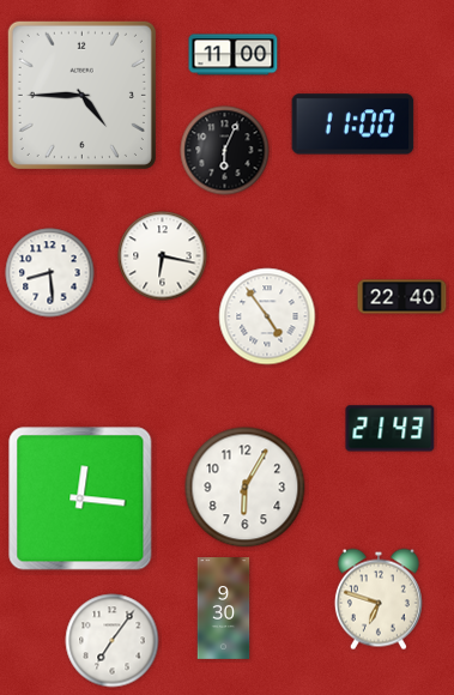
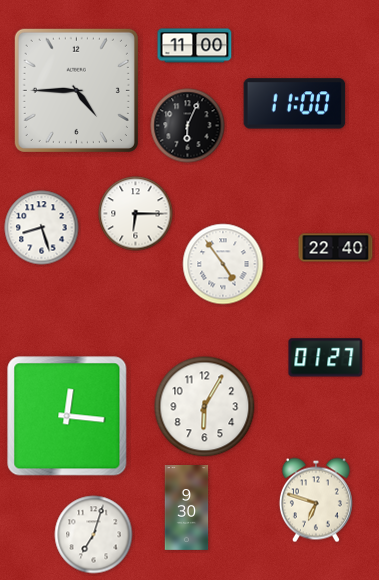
clock at (81, 95) position: (81, 95) -> (76, 90)
clock at (163, 256): 6:17 -> 6:15
clock at (50, 273): 8:29 -> 8:27
clock at (391, 429): 21:43 -> 01:27
clock at (113, 641): 7:06 -> 7:03
